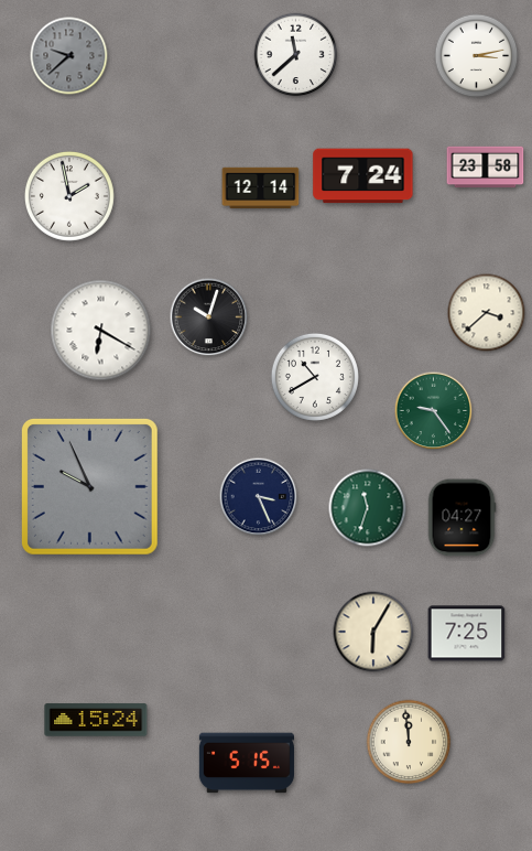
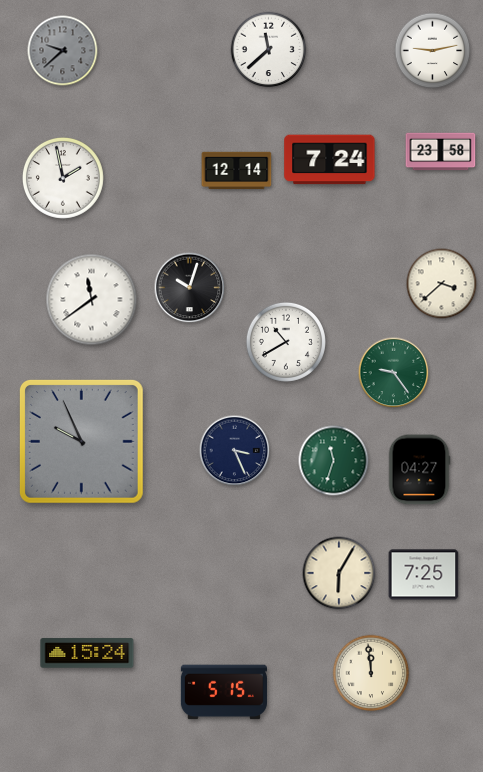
clock at (477, 56): 3:13 -> 9:13
clock at (101, 331): 6:20 -> 11:39
